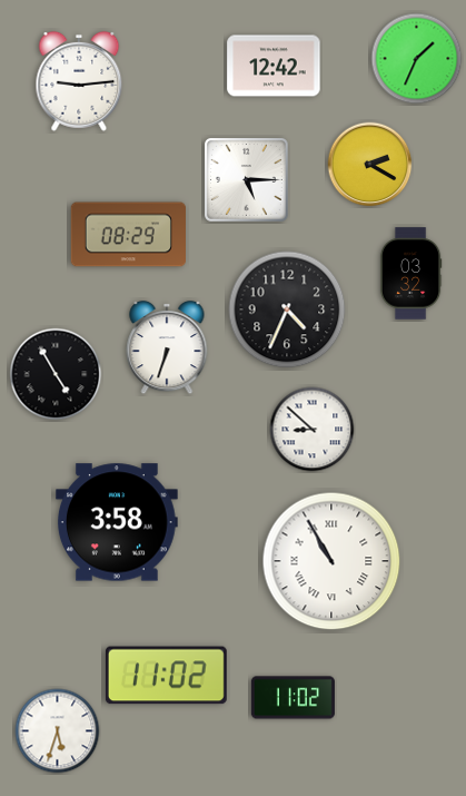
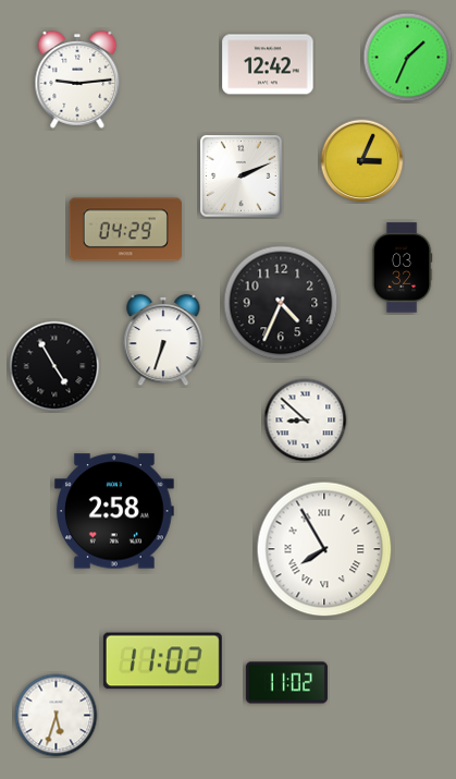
clock at (370, 165): 2:20 -> 3:04
clock at (247, 180): 5:15 -> 2:11
clock at (128, 235): 08:29 -> 04:29
clock at (117, 522): 3:58 -> 2:58
clock at (331, 561): 10:55 -> 7:55
